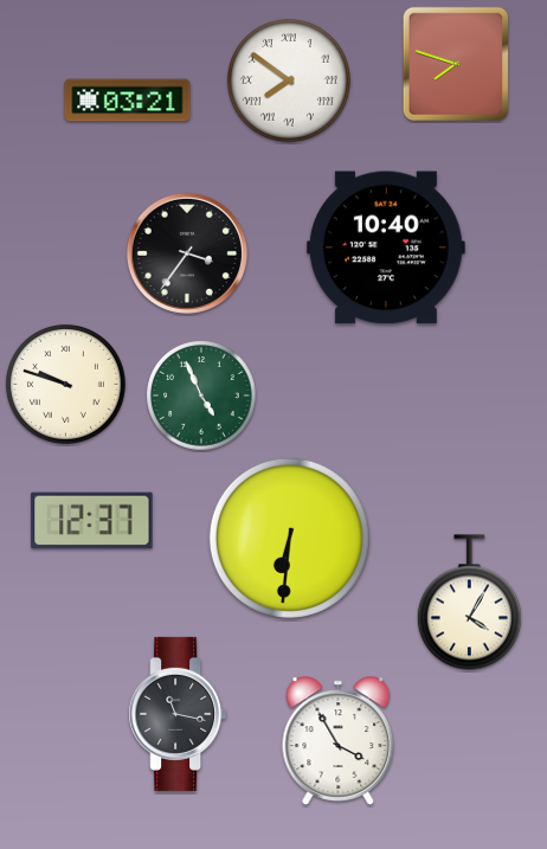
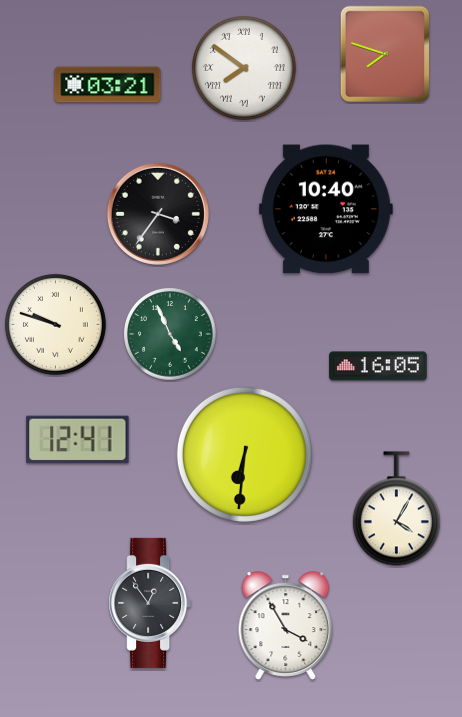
clock at (378, 366): none -> 16:05
clock at (92, 521): 12:37 -> 12:41
clock at (178, 714): 11:17 -> 12:54
